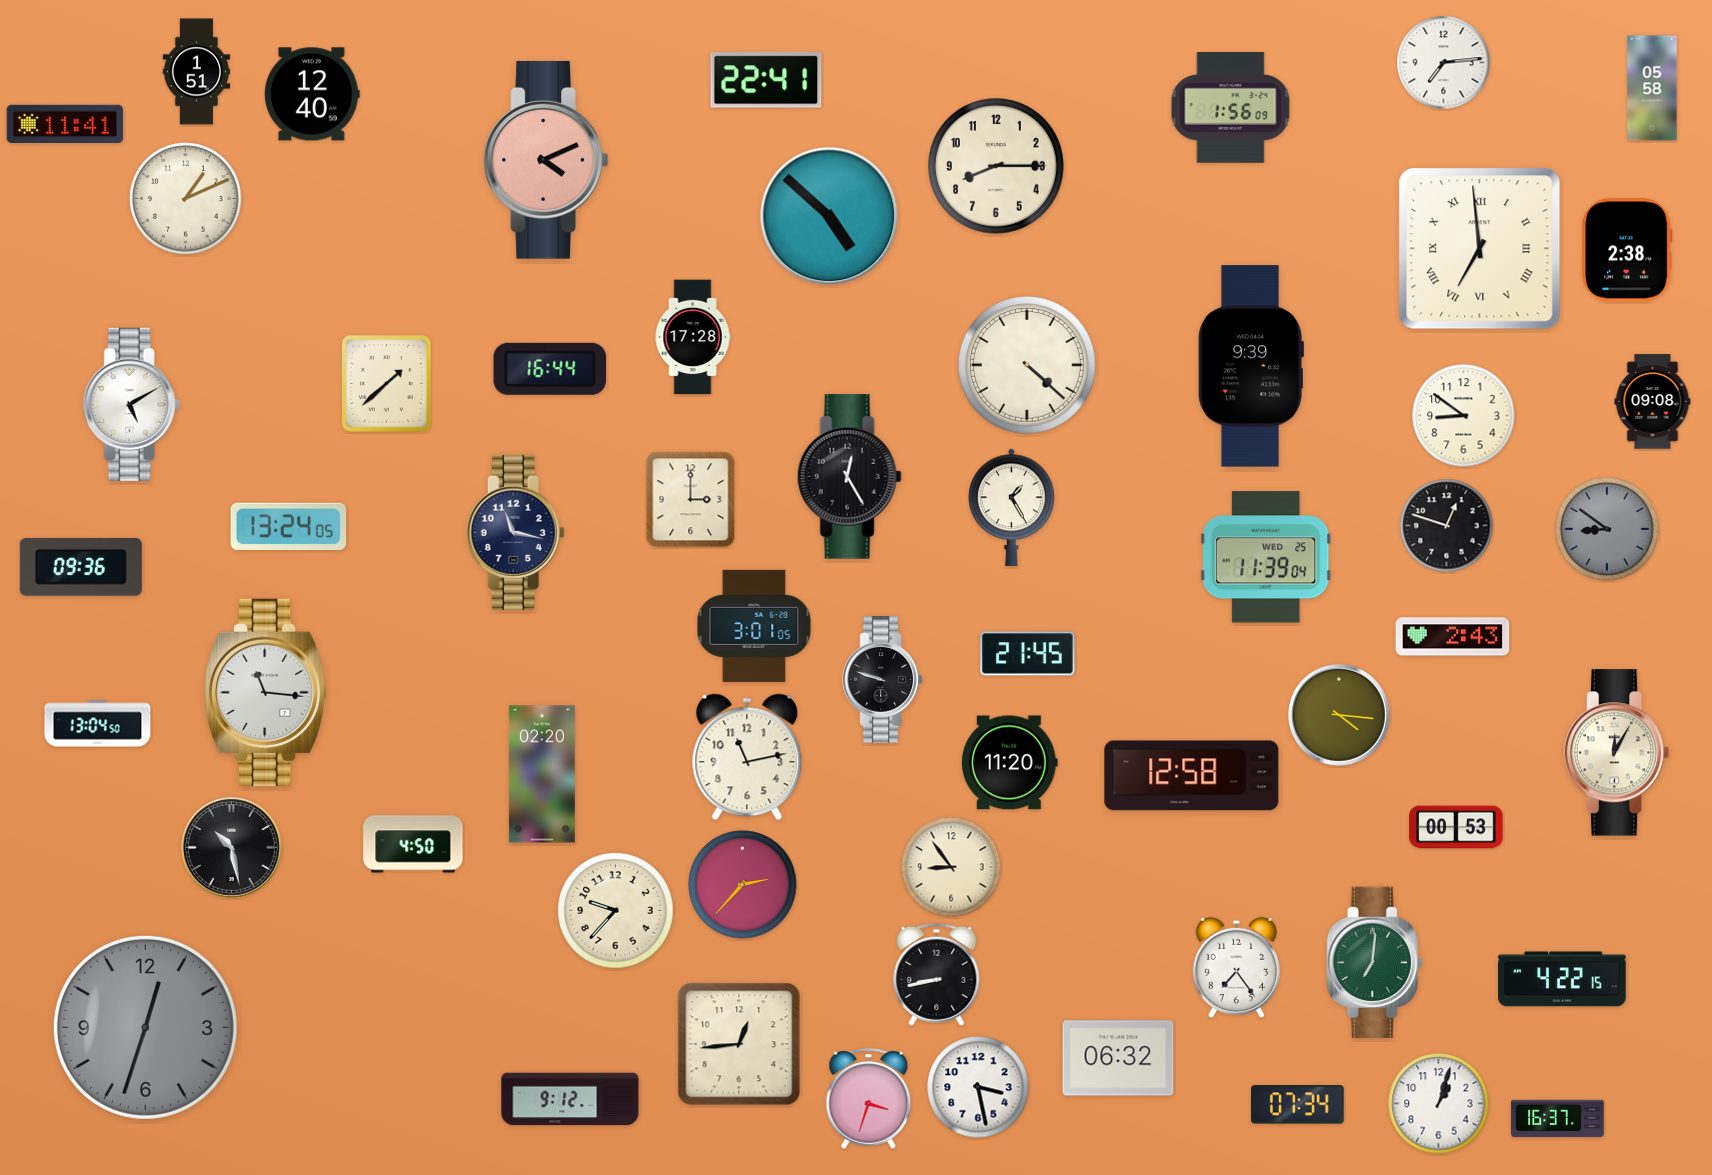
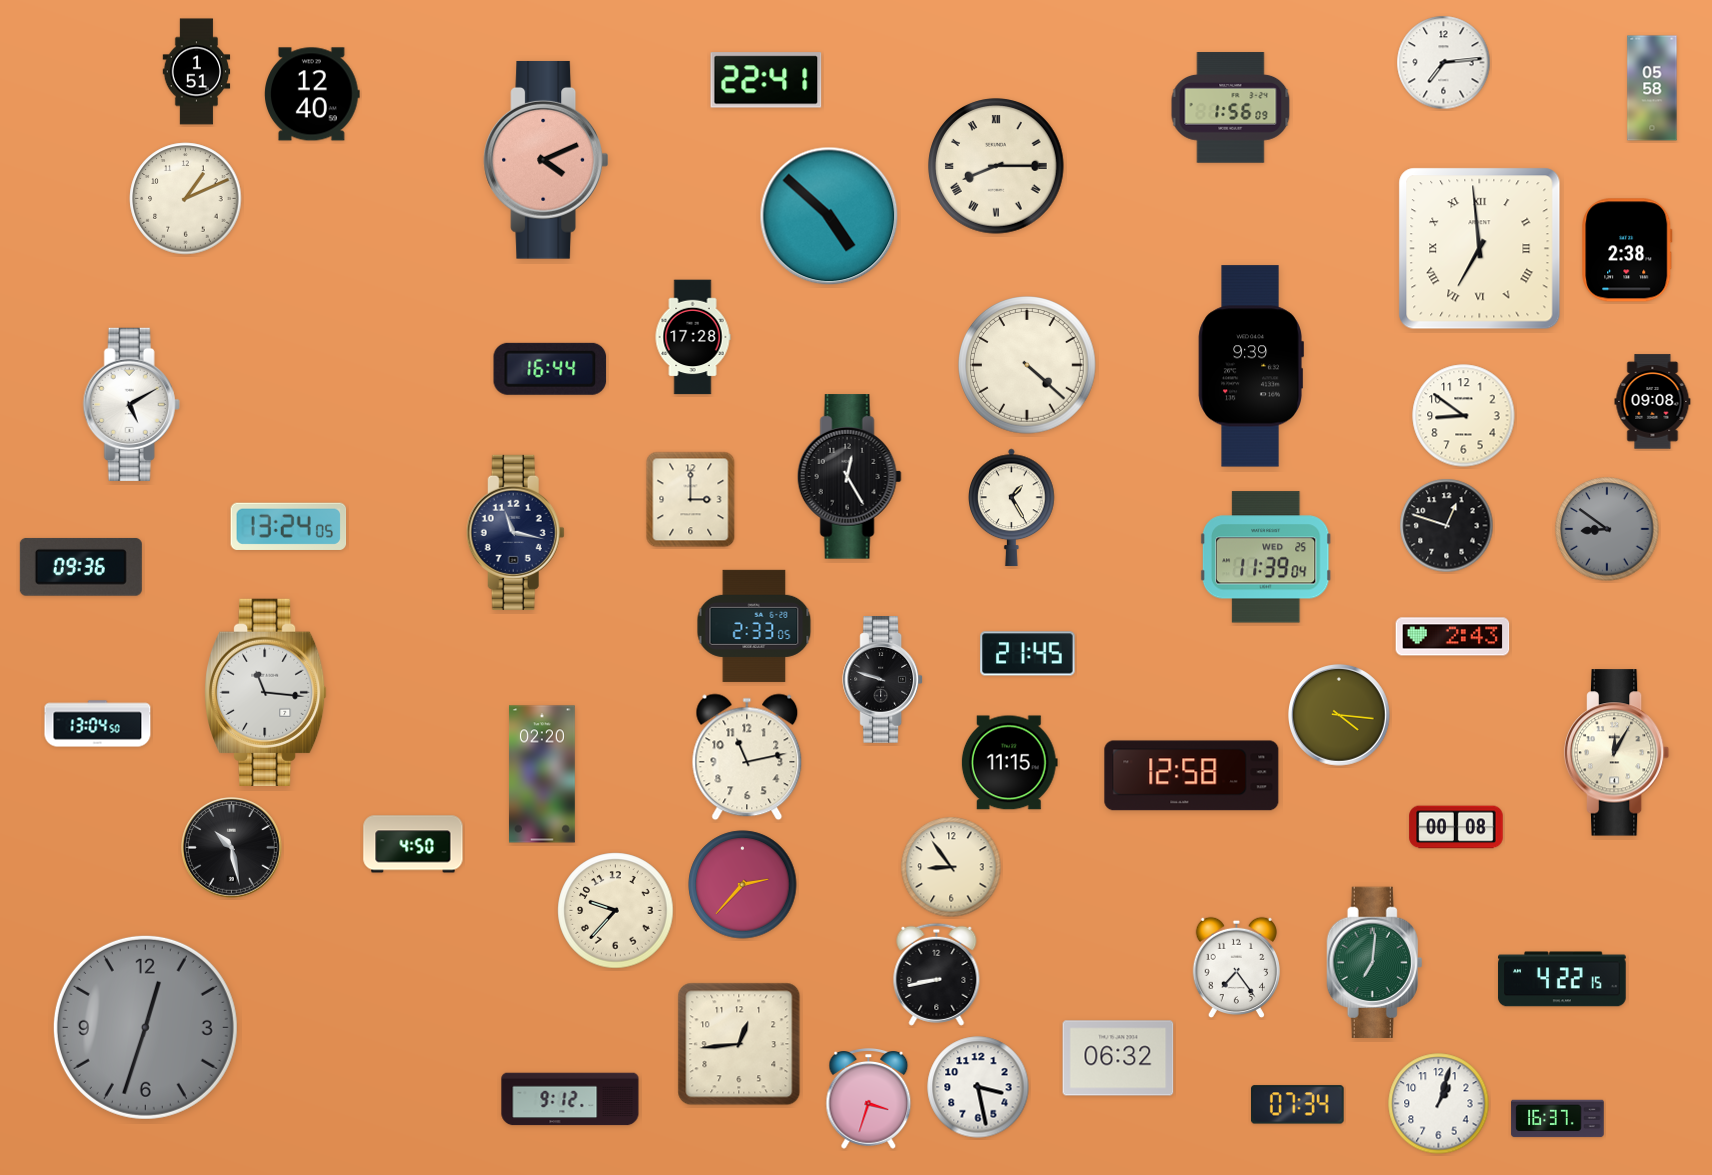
clock at (65, 123): 11:41 -> none
clock at (996, 166) numerals: Arabic -> Roman
clock at (387, 384): 1:38 -> none
clock at (754, 626): 3:01 -> 2:33
clock at (1009, 763): 11:20 -> 11:15
clock at (1456, 827): 00:53 -> 00:08
